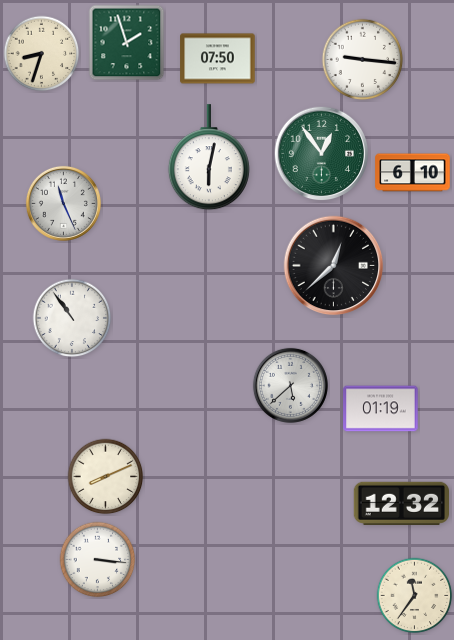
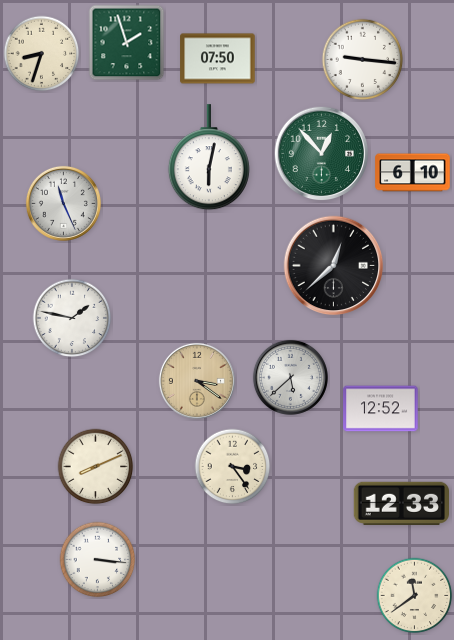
clock at (322, 154): 12:54 -> 12:53
clock at (72, 318): 10:54 -> 1:47
clock at (197, 381): none -> 3:21
clock at (290, 385) position: (290, 385) -> (290, 377)
clock at (381, 409): 01:19 -> 12:52
clock at (233, 467): none -> 3:24
clock at (106, 477) position: (106, 477) -> (96, 467)
clock at (401, 503): 12:32 -> 12:33
clock at (415, 596): 11:36 -> 11:39
